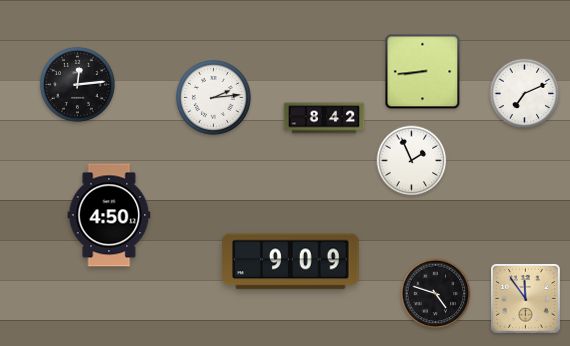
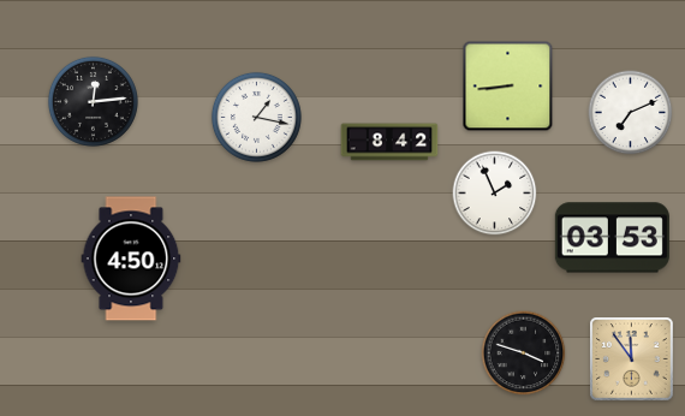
clock at (213, 97): 2:14 -> 1:17
clock at (612, 238): none -> 03:53
clock at (291, 262): 9:09 -> none
clock at (436, 294): 4:48 -> 3:48
